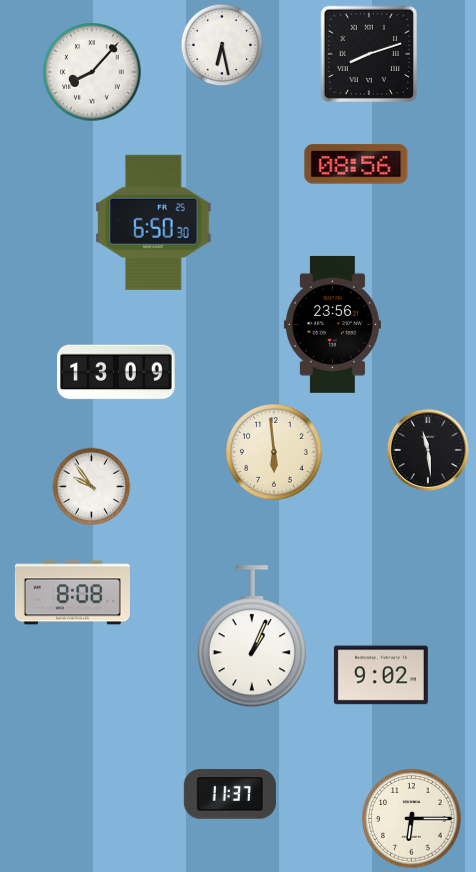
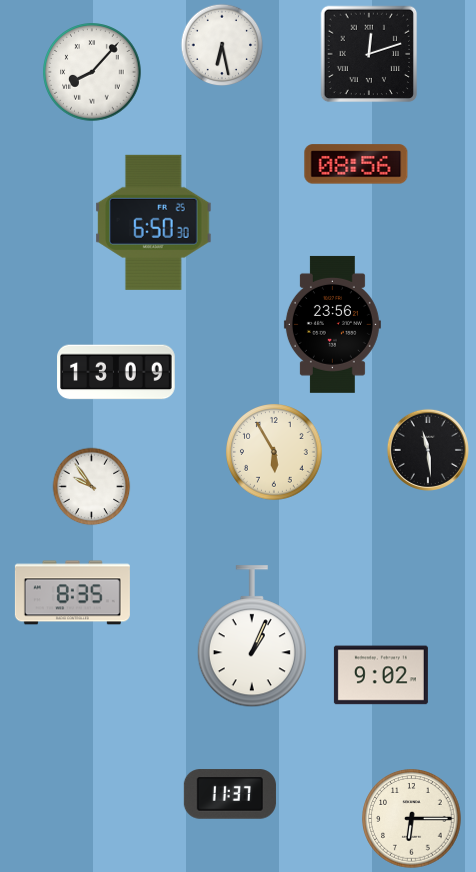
clock at (369, 54): 8:12 -> 12:12
clock at (275, 453): 5:59 -> 5:55
clock at (72, 593): 8:08 -> 8:35
